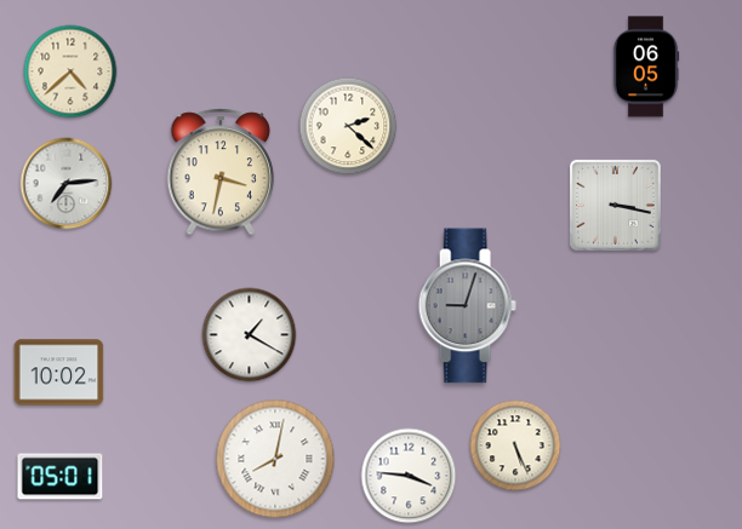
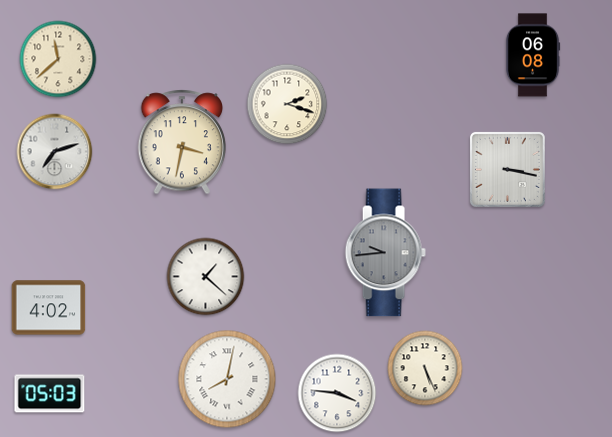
clock at (646, 67): 06:05 -> 06:08
clock at (70, 71): 4:38 -> 11:38
clock at (348, 126): 2:22 -> 2:18
clock at (67, 184): 7:14 -> 7:12
clock at (467, 306): 9:03 -> 9:44
clock at (250, 335): 1:20 -> 1:22
clock at (59, 373): 10:02 -> 4:02
clock at (61, 477): 05:01 -> 05:03
